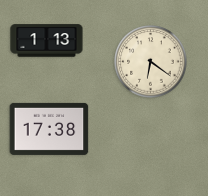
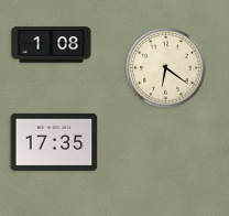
clock at (47, 41): 1:13 -> 1:08
clock at (49, 129): 17:38 -> 17:35
